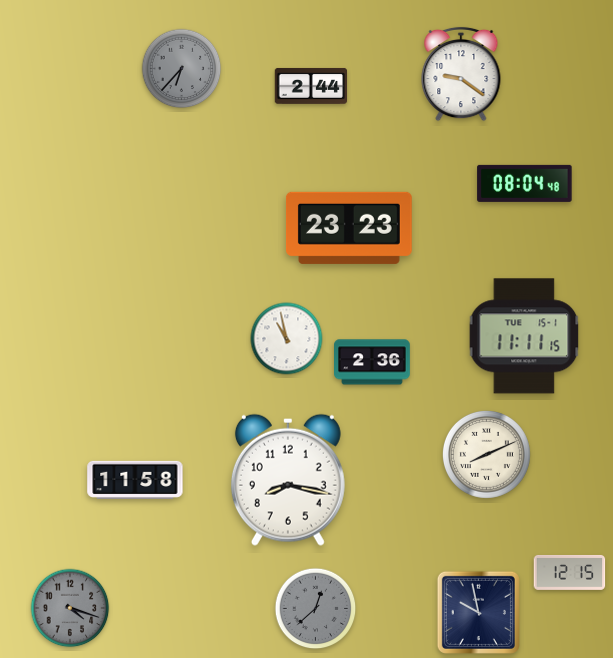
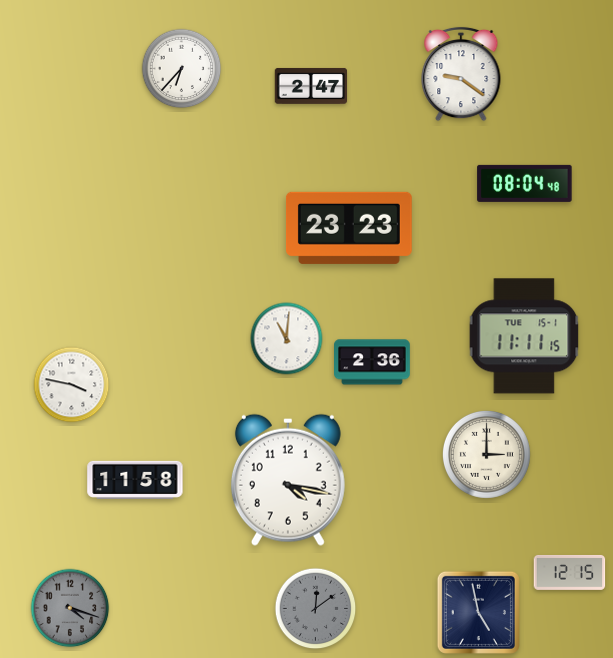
clock at (182, 69) dial: grey -> white
clock at (311, 86): 2:44 -> 2:47
clock at (287, 339): 10:58 -> 11:01
clock at (72, 385): none -> 3:47
clock at (486, 454): 8:11 -> 3:00
clock at (288, 480): 8:17 -> 4:17
clock at (316, 609): 12:38 -> 12:09
clock at (478, 612): 9:58 -> 4:58
